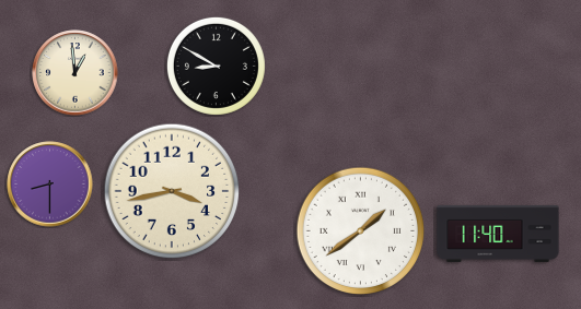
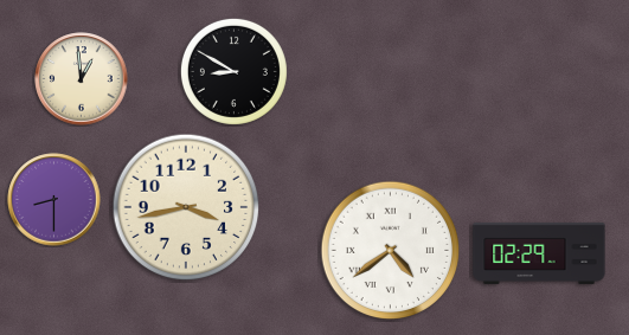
clock at (361, 231): 1:39 -> 4:39
clock at (498, 234): 11:40 -> 02:29
